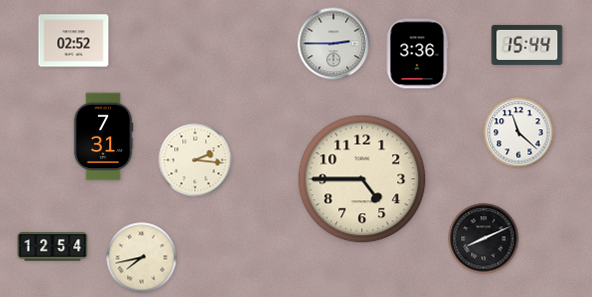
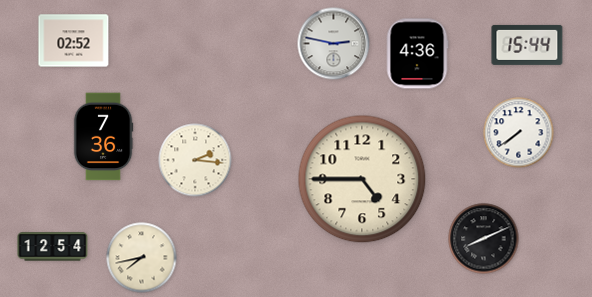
clock at (334, 44): 2:45 -> 2:47
clock at (417, 54): 3:36 -> 4:36
clock at (519, 133): 11:22 -> 7:39
clock at (103, 137): 7:31 -> 7:36
